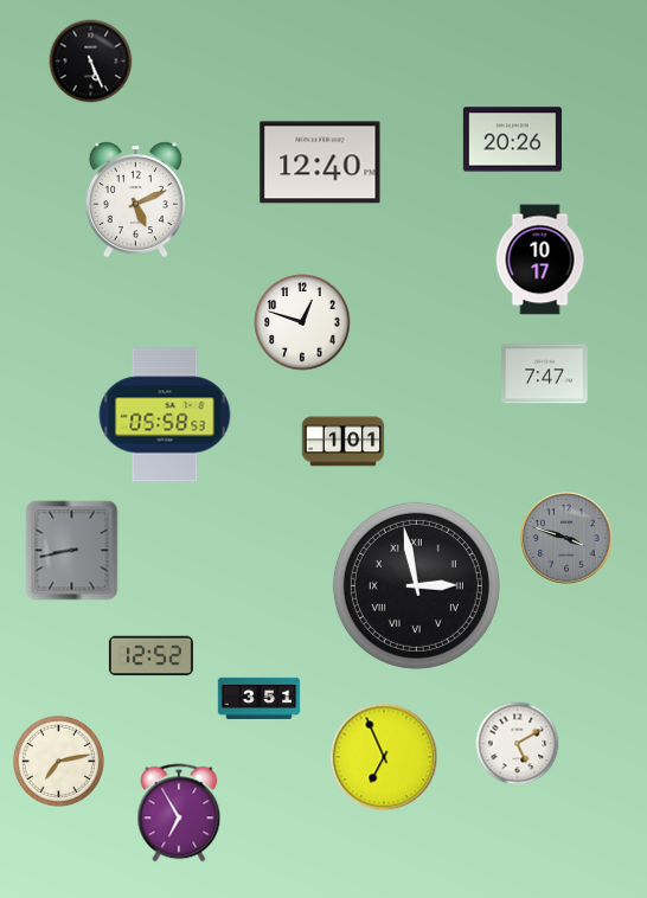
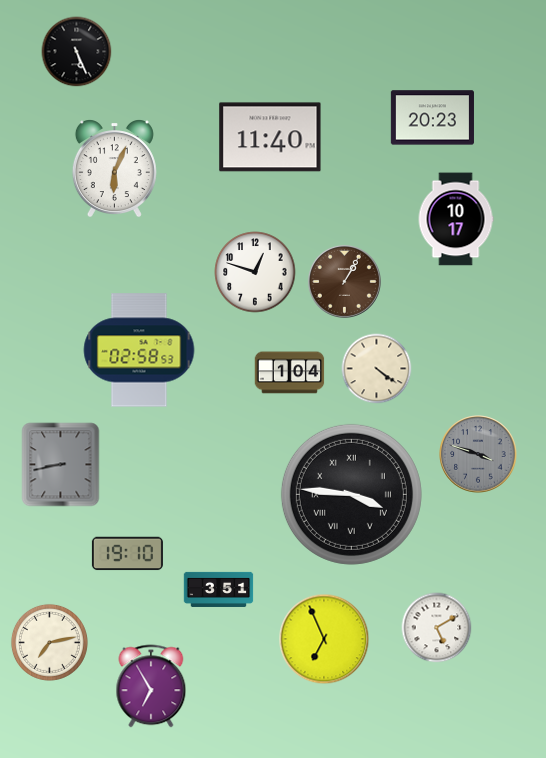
clock at (512, 140): 20:26 -> 20:23
clock at (320, 162): 12:40 -> 11:40
clock at (135, 200): 5:11 -> 6:04
clock at (344, 281): none -> 1:05
clock at (545, 374): 7:47 -> none
clock at (165, 415): 05:58 -> 02:58
clock at (377, 369): none -> 4:21
clock at (344, 442): 1:01 -> 1:04
clock at (416, 585): 2:58 -> 3:46
clock at (150, 656): 12:52 -> 19:10
